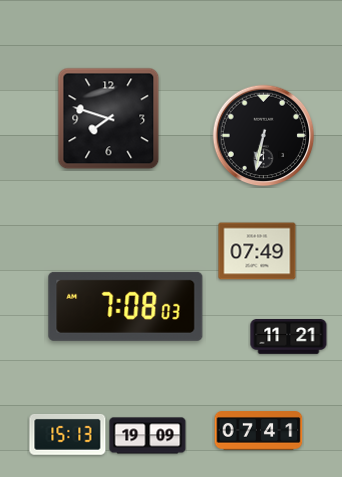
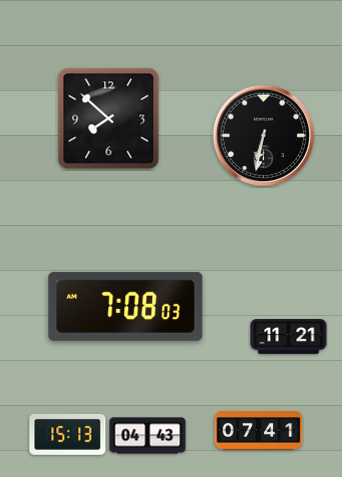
clock at (109, 119): 7:48 -> 7:52
clock at (257, 251): 07:49 -> none
clock at (148, 436): 19:09 -> 04:43
